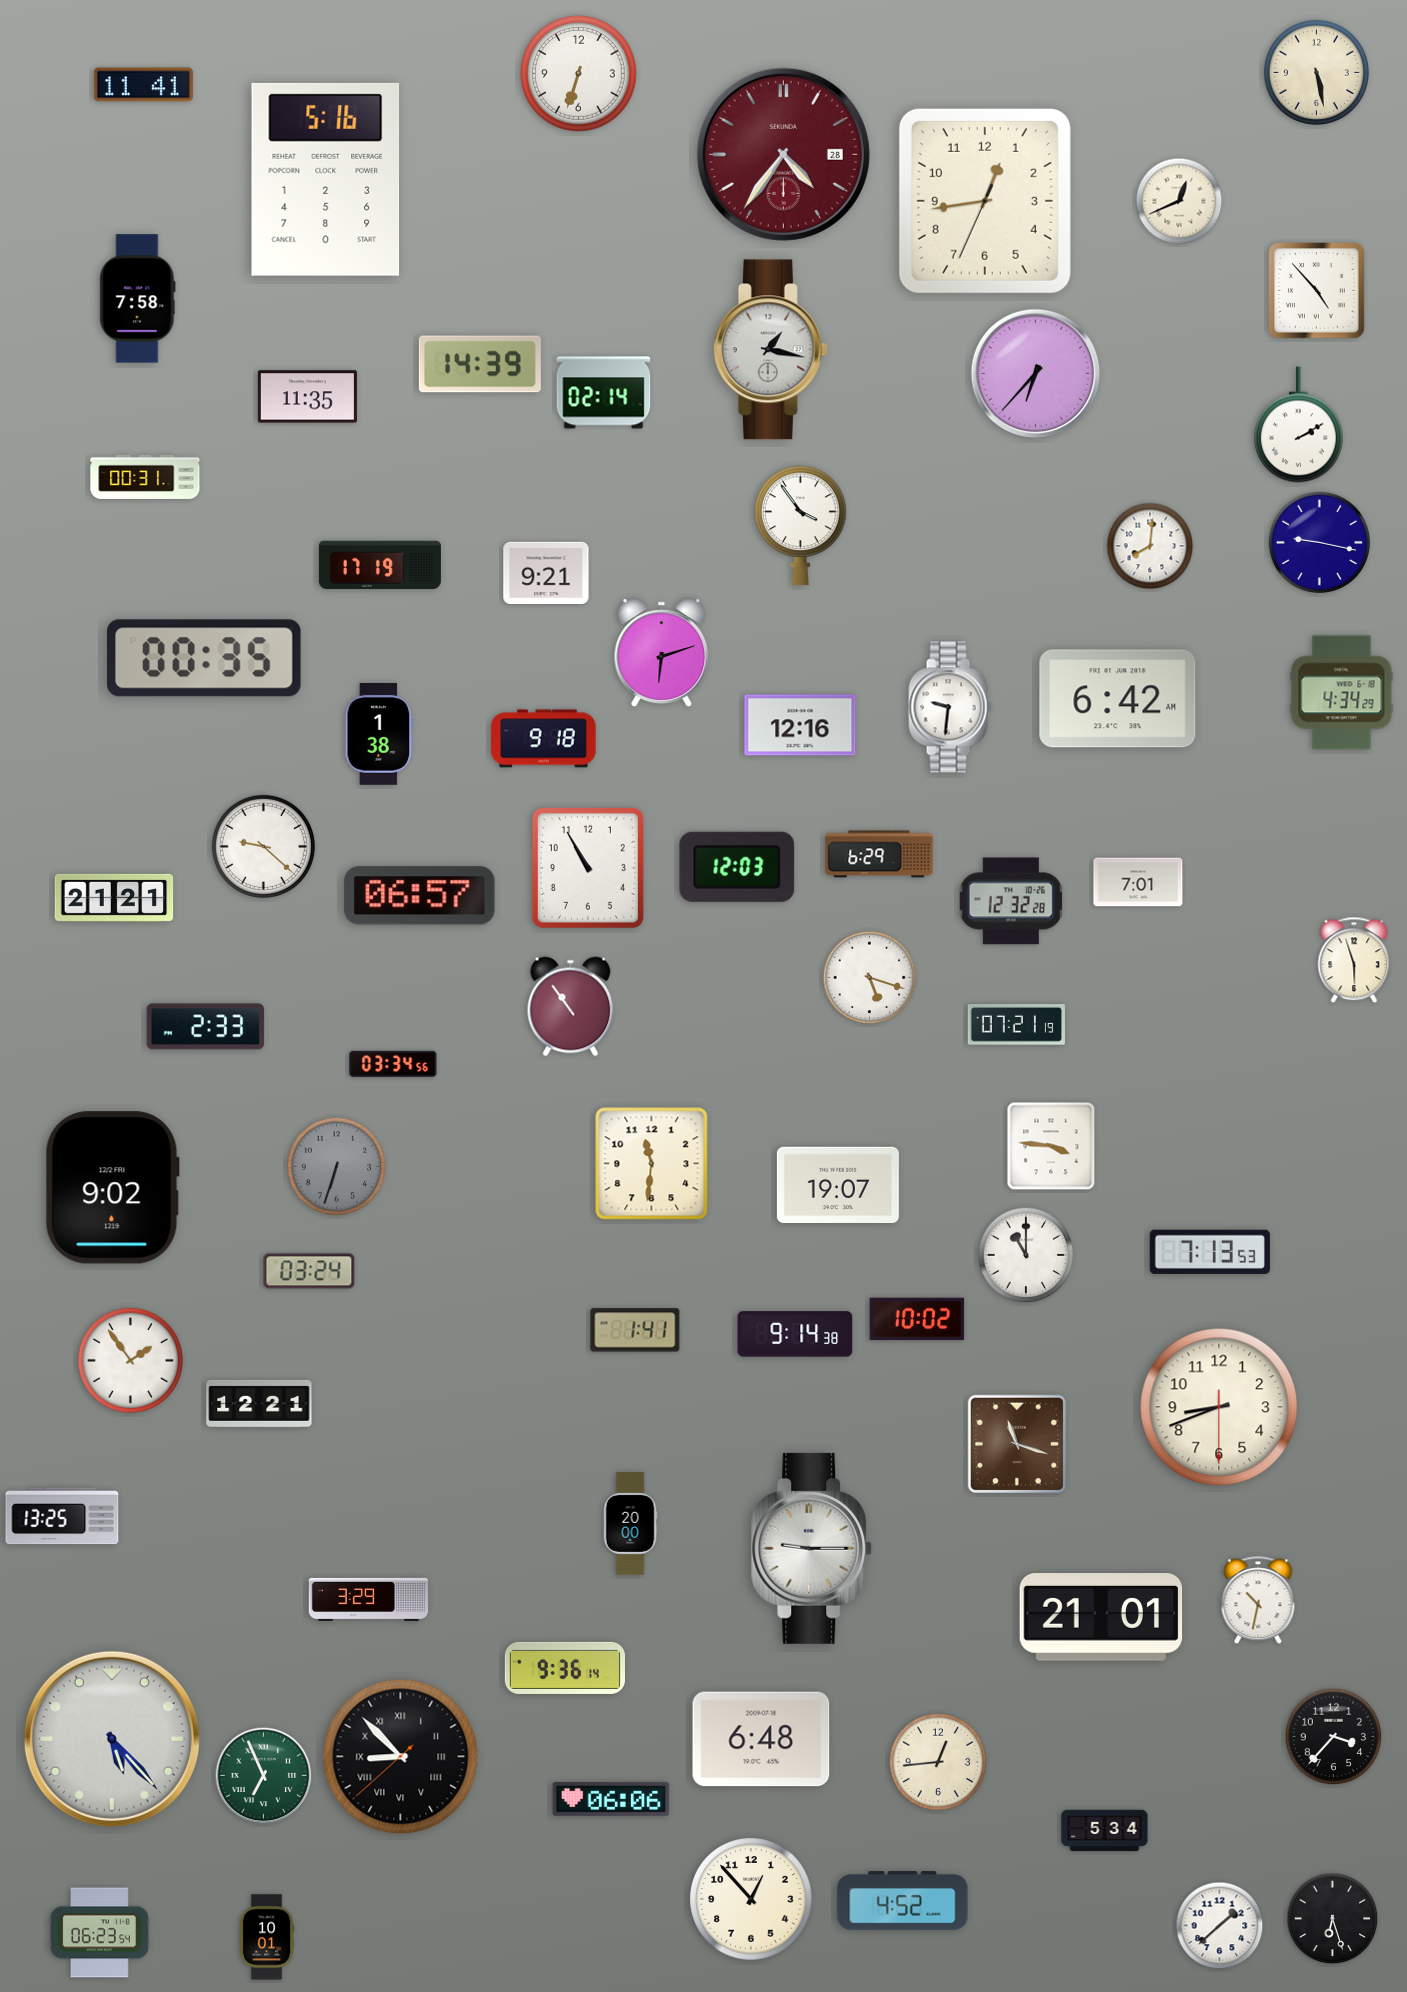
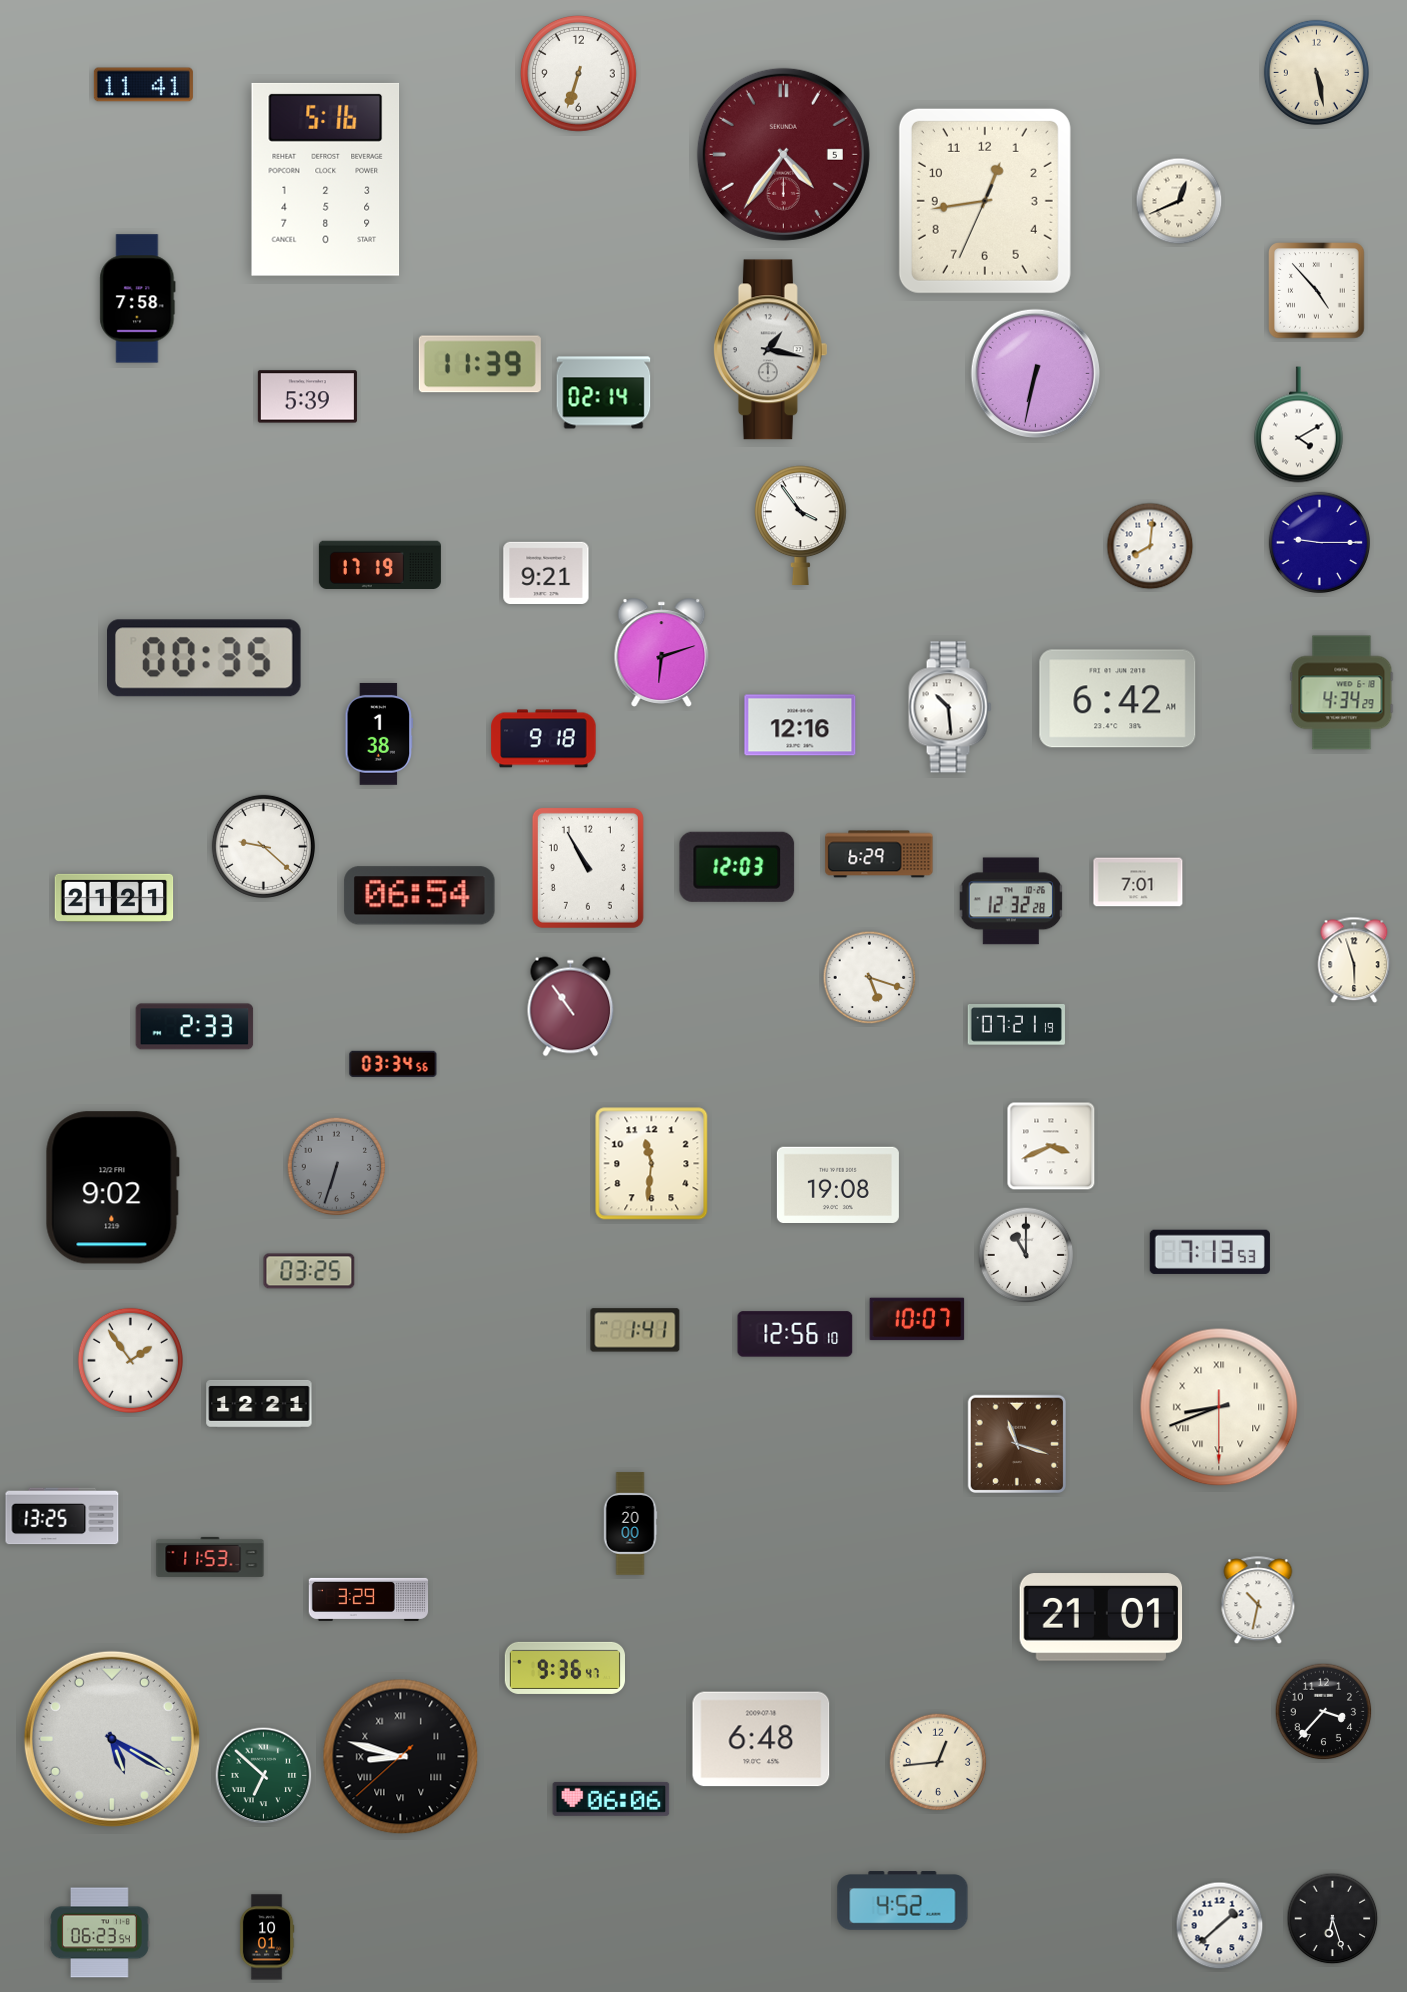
clock at (783, 154) date: 28 -> 5
clock at (480, 364): 14:39 -> 11:39
clock at (1035, 373): 6:37 -> 6:32
clock at (307, 397): 11:35 -> 5:39
clock at (1298, 425): 2:10 -> 4:10
clock at (145, 477): 00:31 -> none
clock at (1319, 542): 9:17 -> 9:15
clock at (950, 707): 9:31 -> 10:29
clock at (420, 896): 06:57 -> 06:54
clock at (206, 1027) position: (206, 1027) -> (195, 1027)
clock at (1051, 1146): 3:46 -> 3:41
clock at (838, 1184): 19:07 -> 19:08
clock at (309, 1271): 03:24 -> 03:25
clock at (917, 1319): 10:02 -> 10:07
clock at (795, 1334): 9:14 -> 12:56
clock at (1219, 1407) numerals: Arabic -> Roman
clock at (812, 1548): 9:15 -> none
clock at (210, 1557): none -> 11:53
clock at (564, 1668): 9:36:14 -> 9:36:47
clock at (1334, 1737) position: (1334, 1737) -> (1324, 1712)
clock at (112, 1739): 5:23 -> 5:20
clock at (401, 1757): 8:52 -> 8:47
clock at (264, 1776): 6:56 -> 6:52
clock at (1105, 1831): 5:34 -> none
clock at (751, 1899): 12:53 -> none
